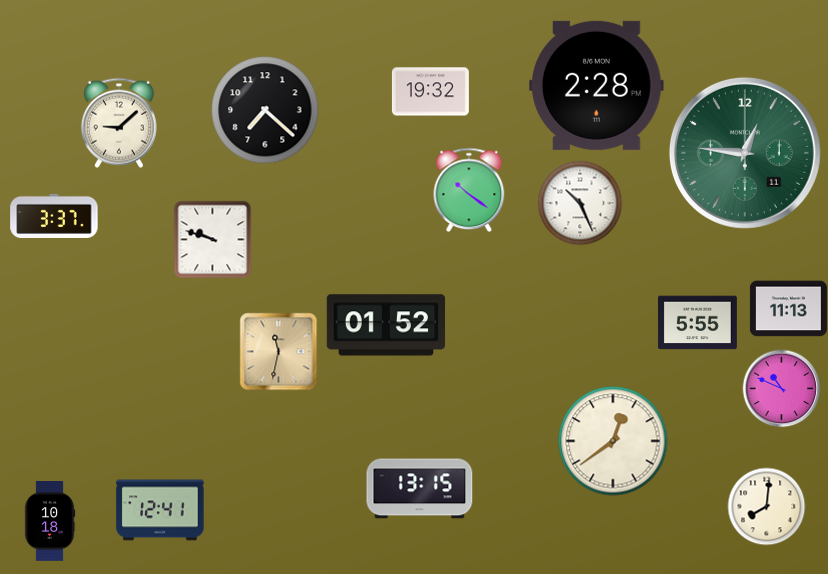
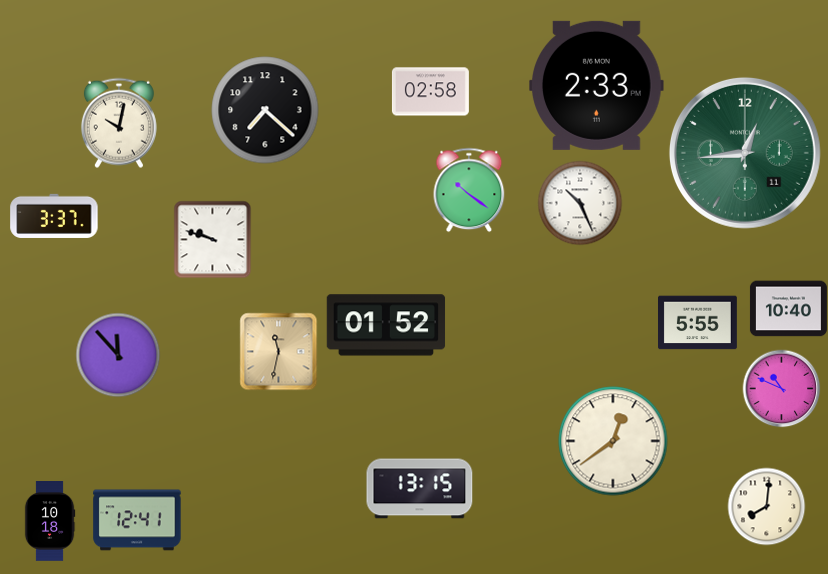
clock at (597, 85): 2:28 -> 2:33
clock at (430, 92): 19:32 -> 02:58
clock at (119, 123): 9:08 -> 10:02
clock at (745, 153): 12:46 -> 12:44
clock at (788, 309): 11:13 -> 10:40
clock at (118, 355): none -> 11:53
clock at (160, 510) position: (160, 510) -> (137, 520)
